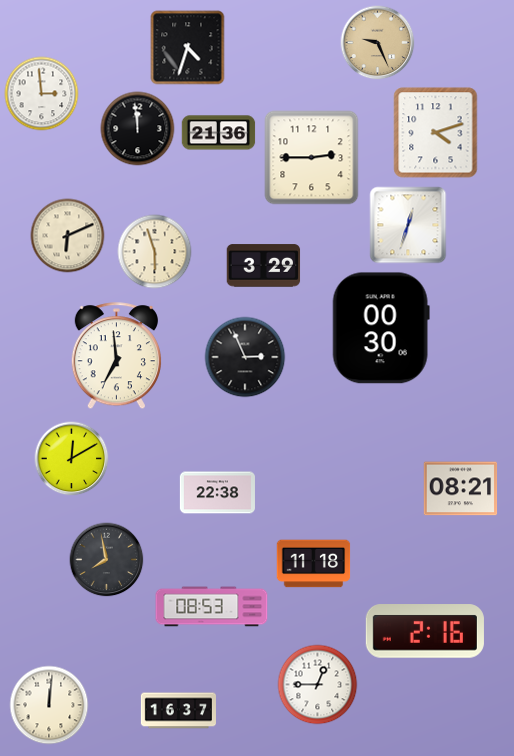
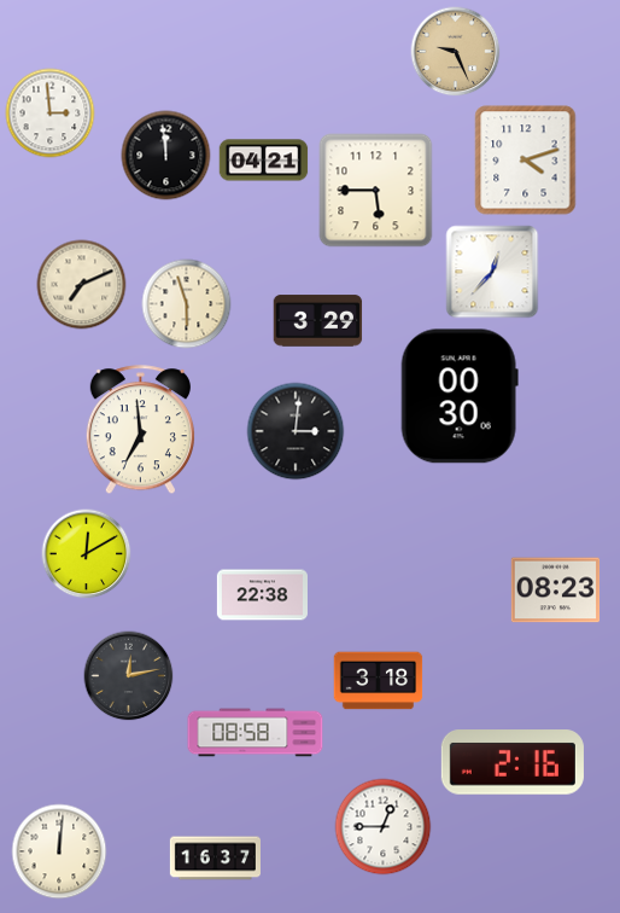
clock at (188, 48): 4:33 -> none
clock at (219, 133): 21:36 -> 04:21
clock at (312, 158): 2:45 -> 5:45
clock at (408, 225): 12:33 -> 12:37
clock at (68, 236): 6:11 -> 7:11
clock at (245, 357): 2:56 -> 3:01
clock at (461, 489): 08:21 -> 08:23
clock at (107, 560): 7:58 -> 12:13
clock at (314, 564): 11:18 -> 3:18
clock at (212, 607): 08:53 -> 08:58
